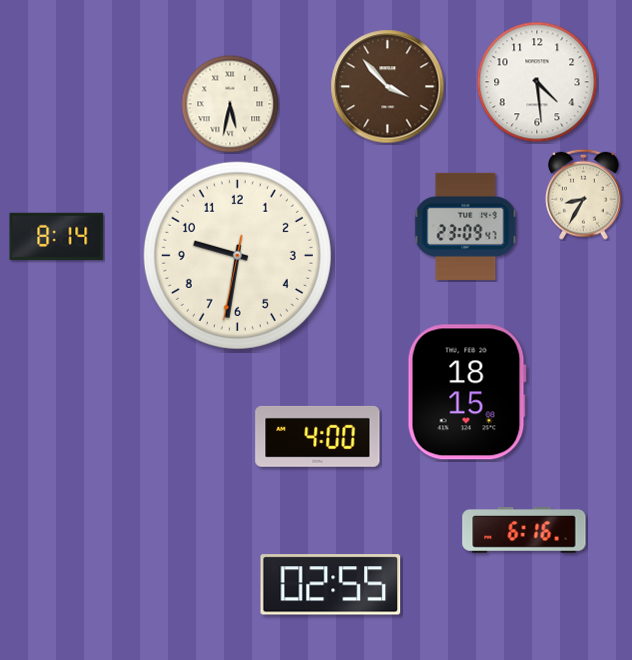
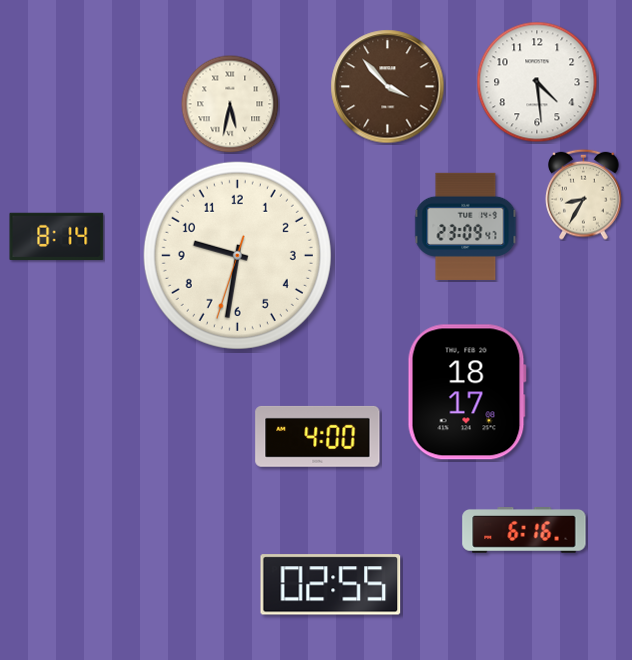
clock at (237, 255): 9:31:32 -> 9:31:33
clock at (467, 392): 18:15 -> 18:17
